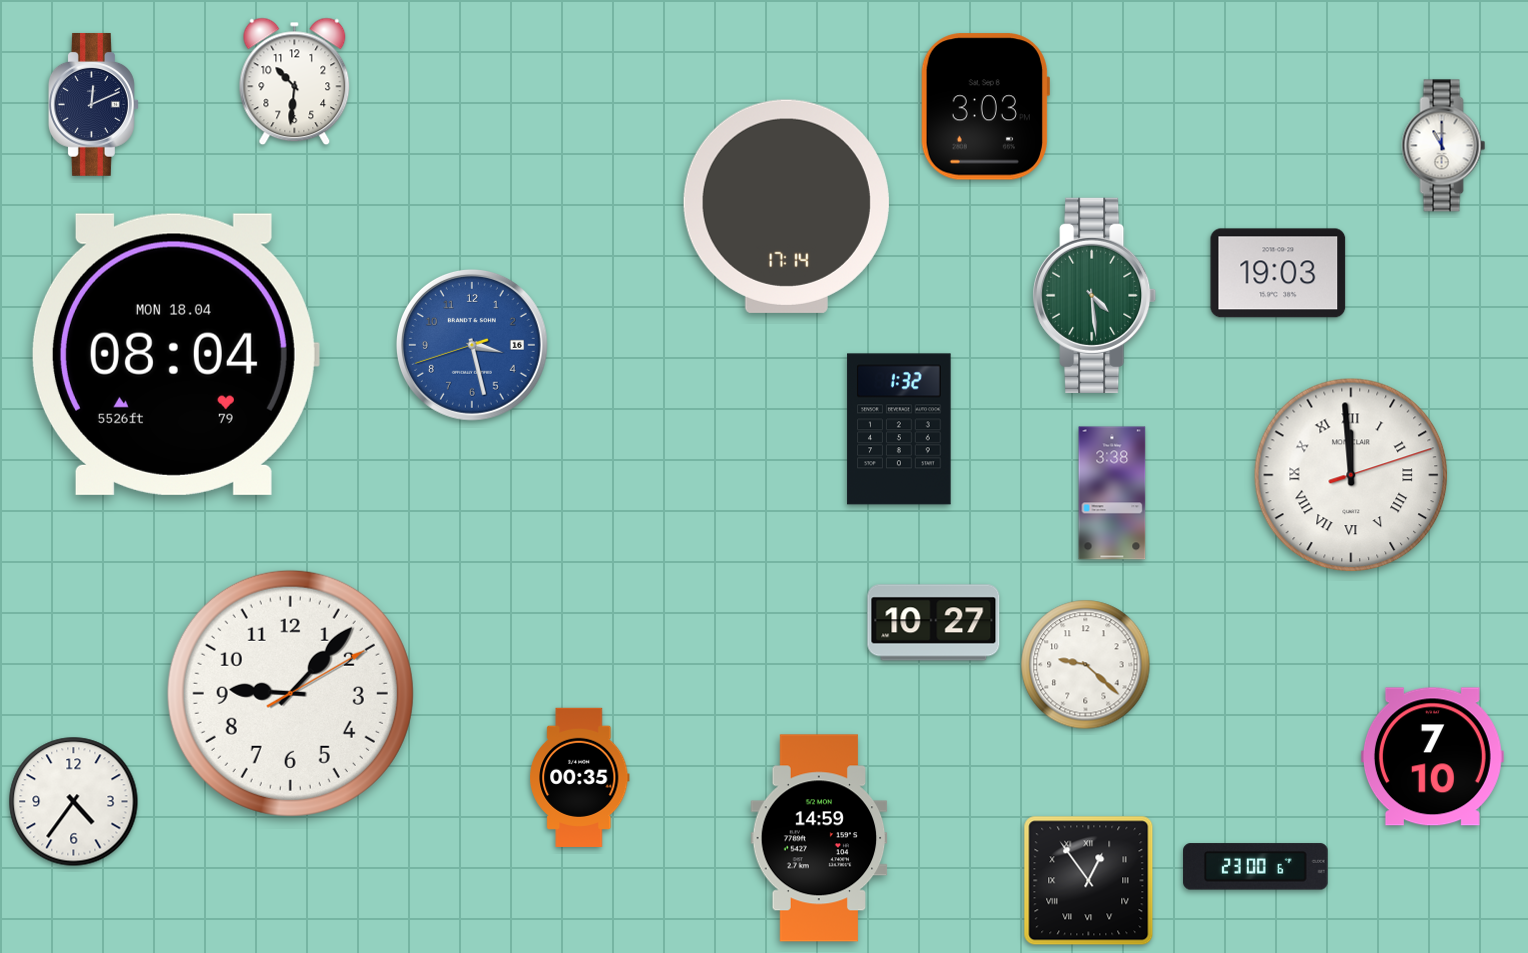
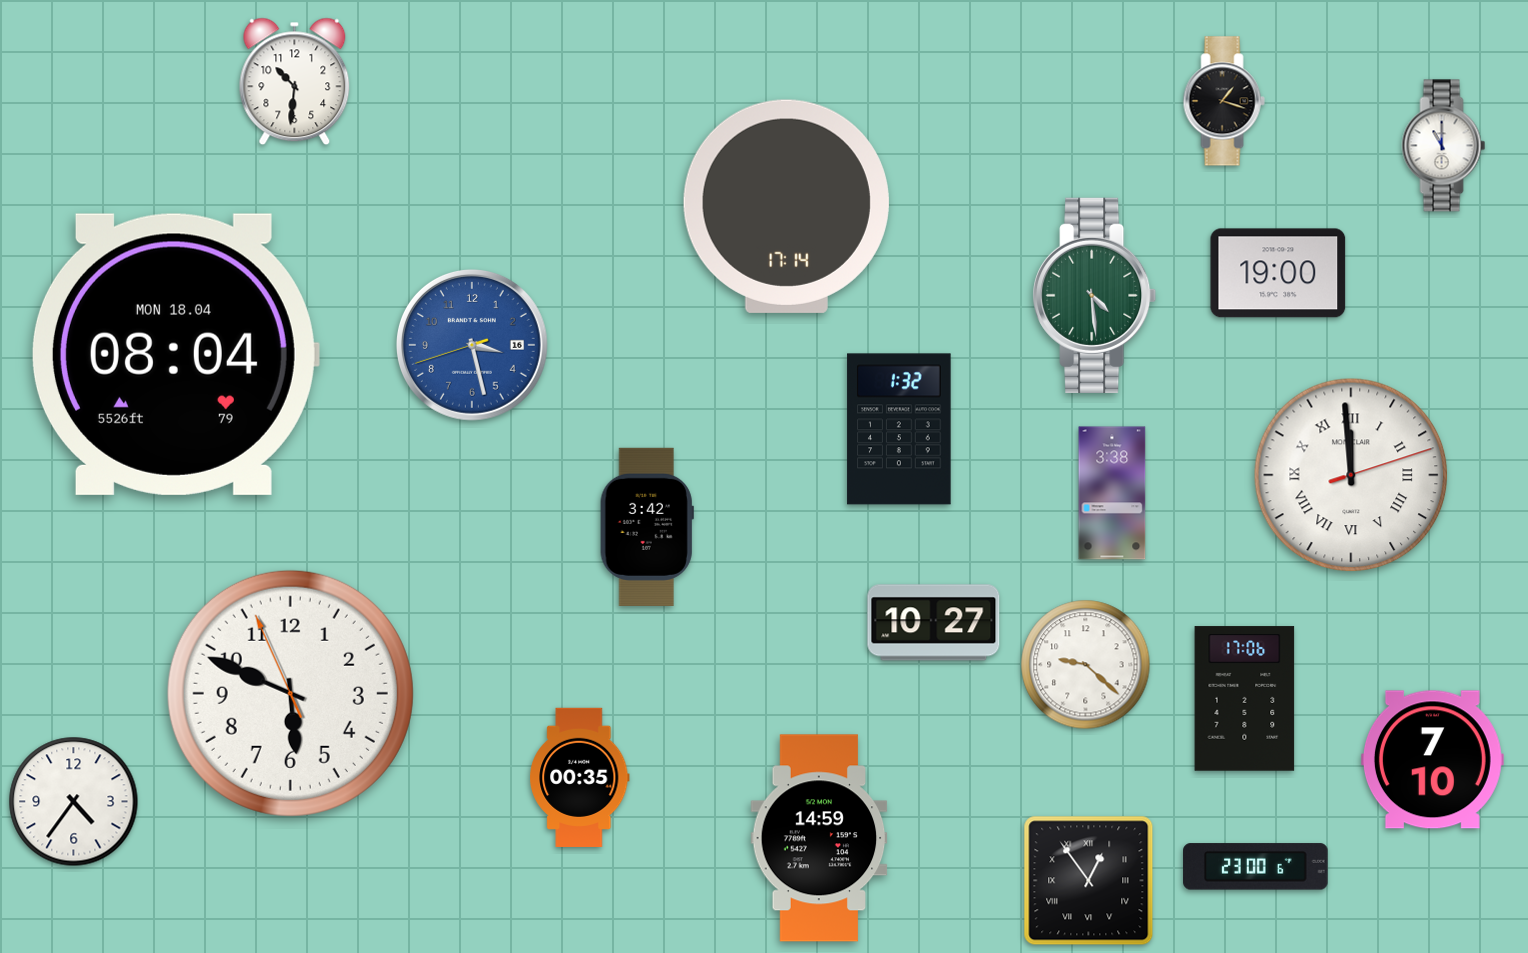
clock at (1224, 101): none -> 1:18
clock at (93, 104): 12:11 -> none
clock at (985, 107): 3:03 -> none
clock at (1278, 273): 19:03 -> 19:00
clock at (647, 527): none -> 3:42
clock at (290, 693): 9:07 -> 5:48
clock at (1245, 699): none -> 17:06
clock at (1432, 757) position: (1432, 757) -> (1432, 760)
